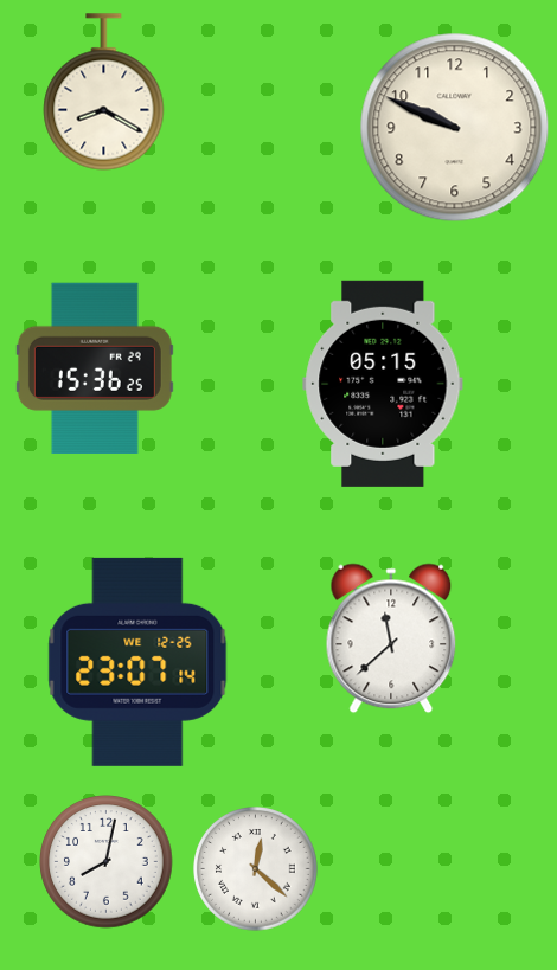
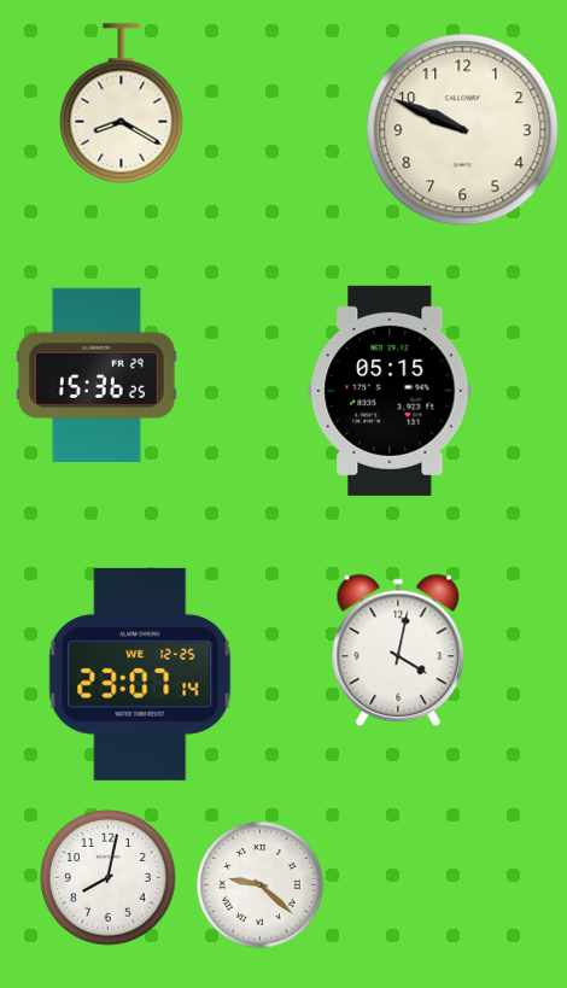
clock at (104, 92) position: (104, 92) -> (122, 104)
clock at (391, 638): 11:38 -> 4:02
clock at (256, 869): 12:22 -> 9:22
